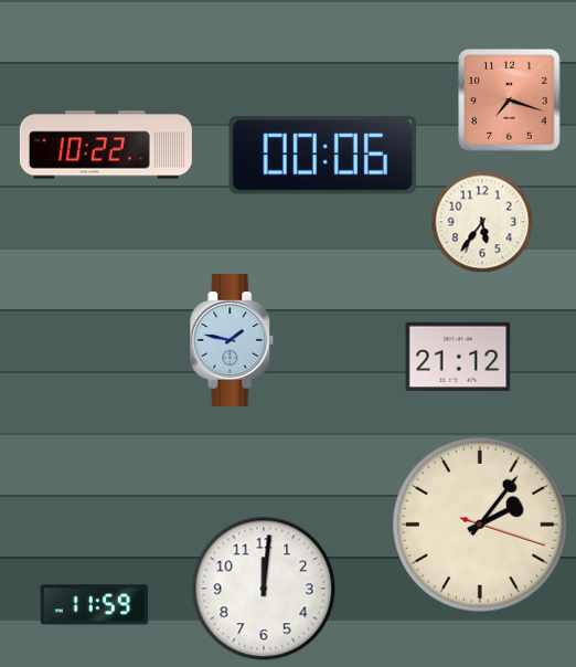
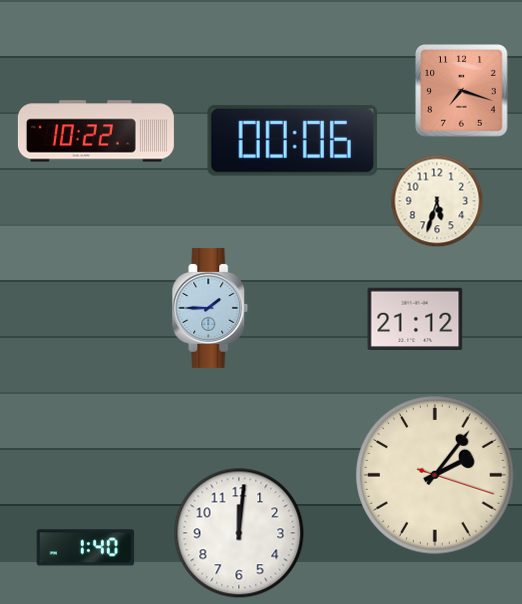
clock at (482, 222): 5:36 -> 5:33
clock at (232, 340): 1:47 -> 1:45
clock at (458, 356) position: (458, 356) -> (415, 318)
clock at (95, 605): 11:59 -> 1:40
